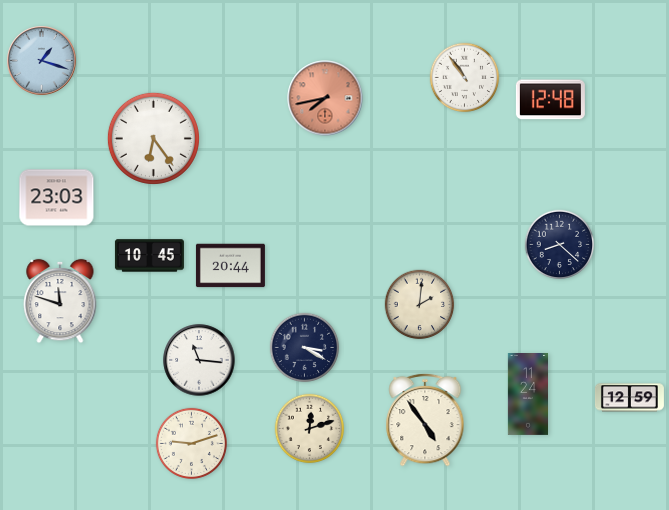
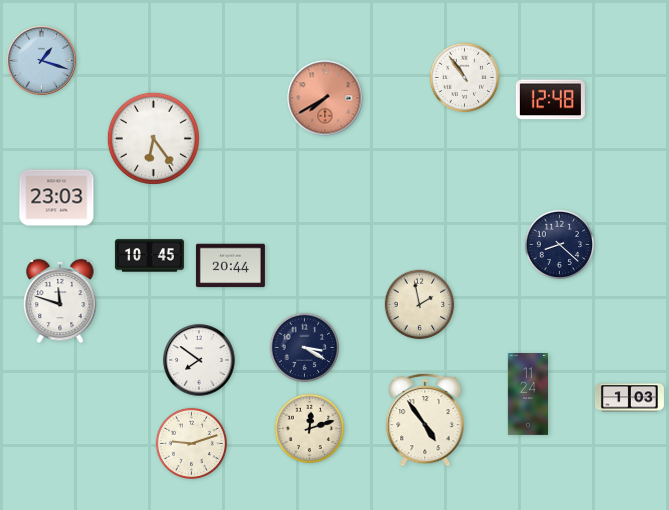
clock at (325, 98): 7:43 -> 7:40
clock at (420, 305): 2:01 -> 1:58
clock at (199, 360): 11:16 -> 7:51
clock at (629, 398): 12:59 -> 1:03
